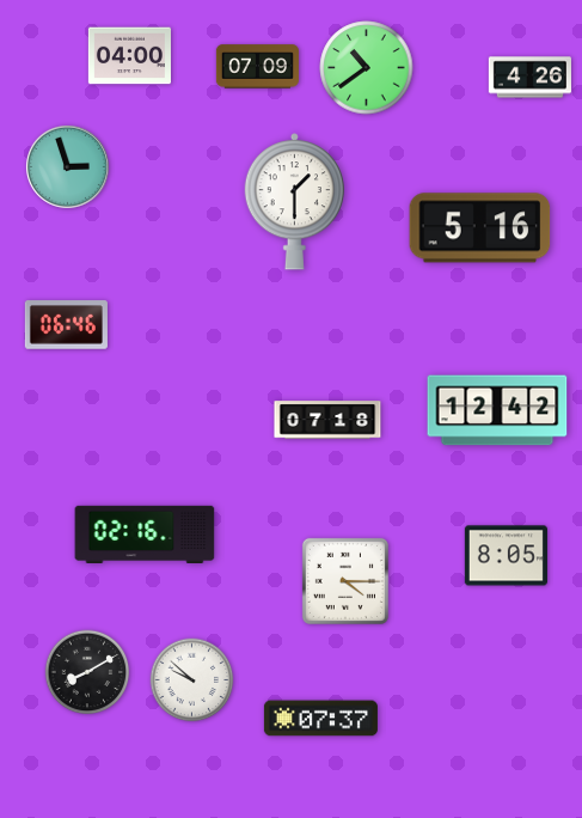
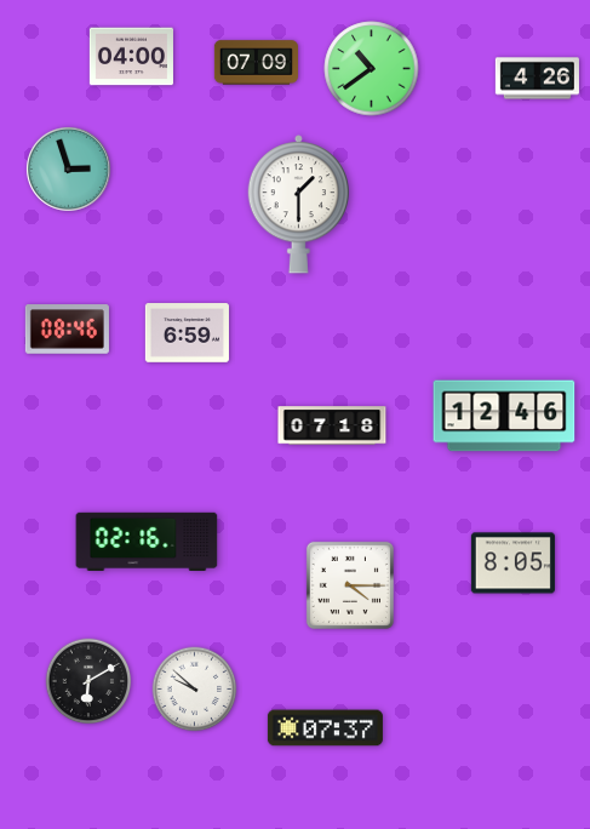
clock at (257, 67) position: (257, 67) -> (256, 63)
clock at (480, 228): 5:16 -> none
clock at (66, 325): 06:46 -> 08:46
clock at (187, 333): none -> 6:59
clock at (497, 410): 12:42 -> 12:46
clock at (345, 581) position: (345, 581) -> (350, 585)
clock at (87, 672): 8:10 -> 6:10
